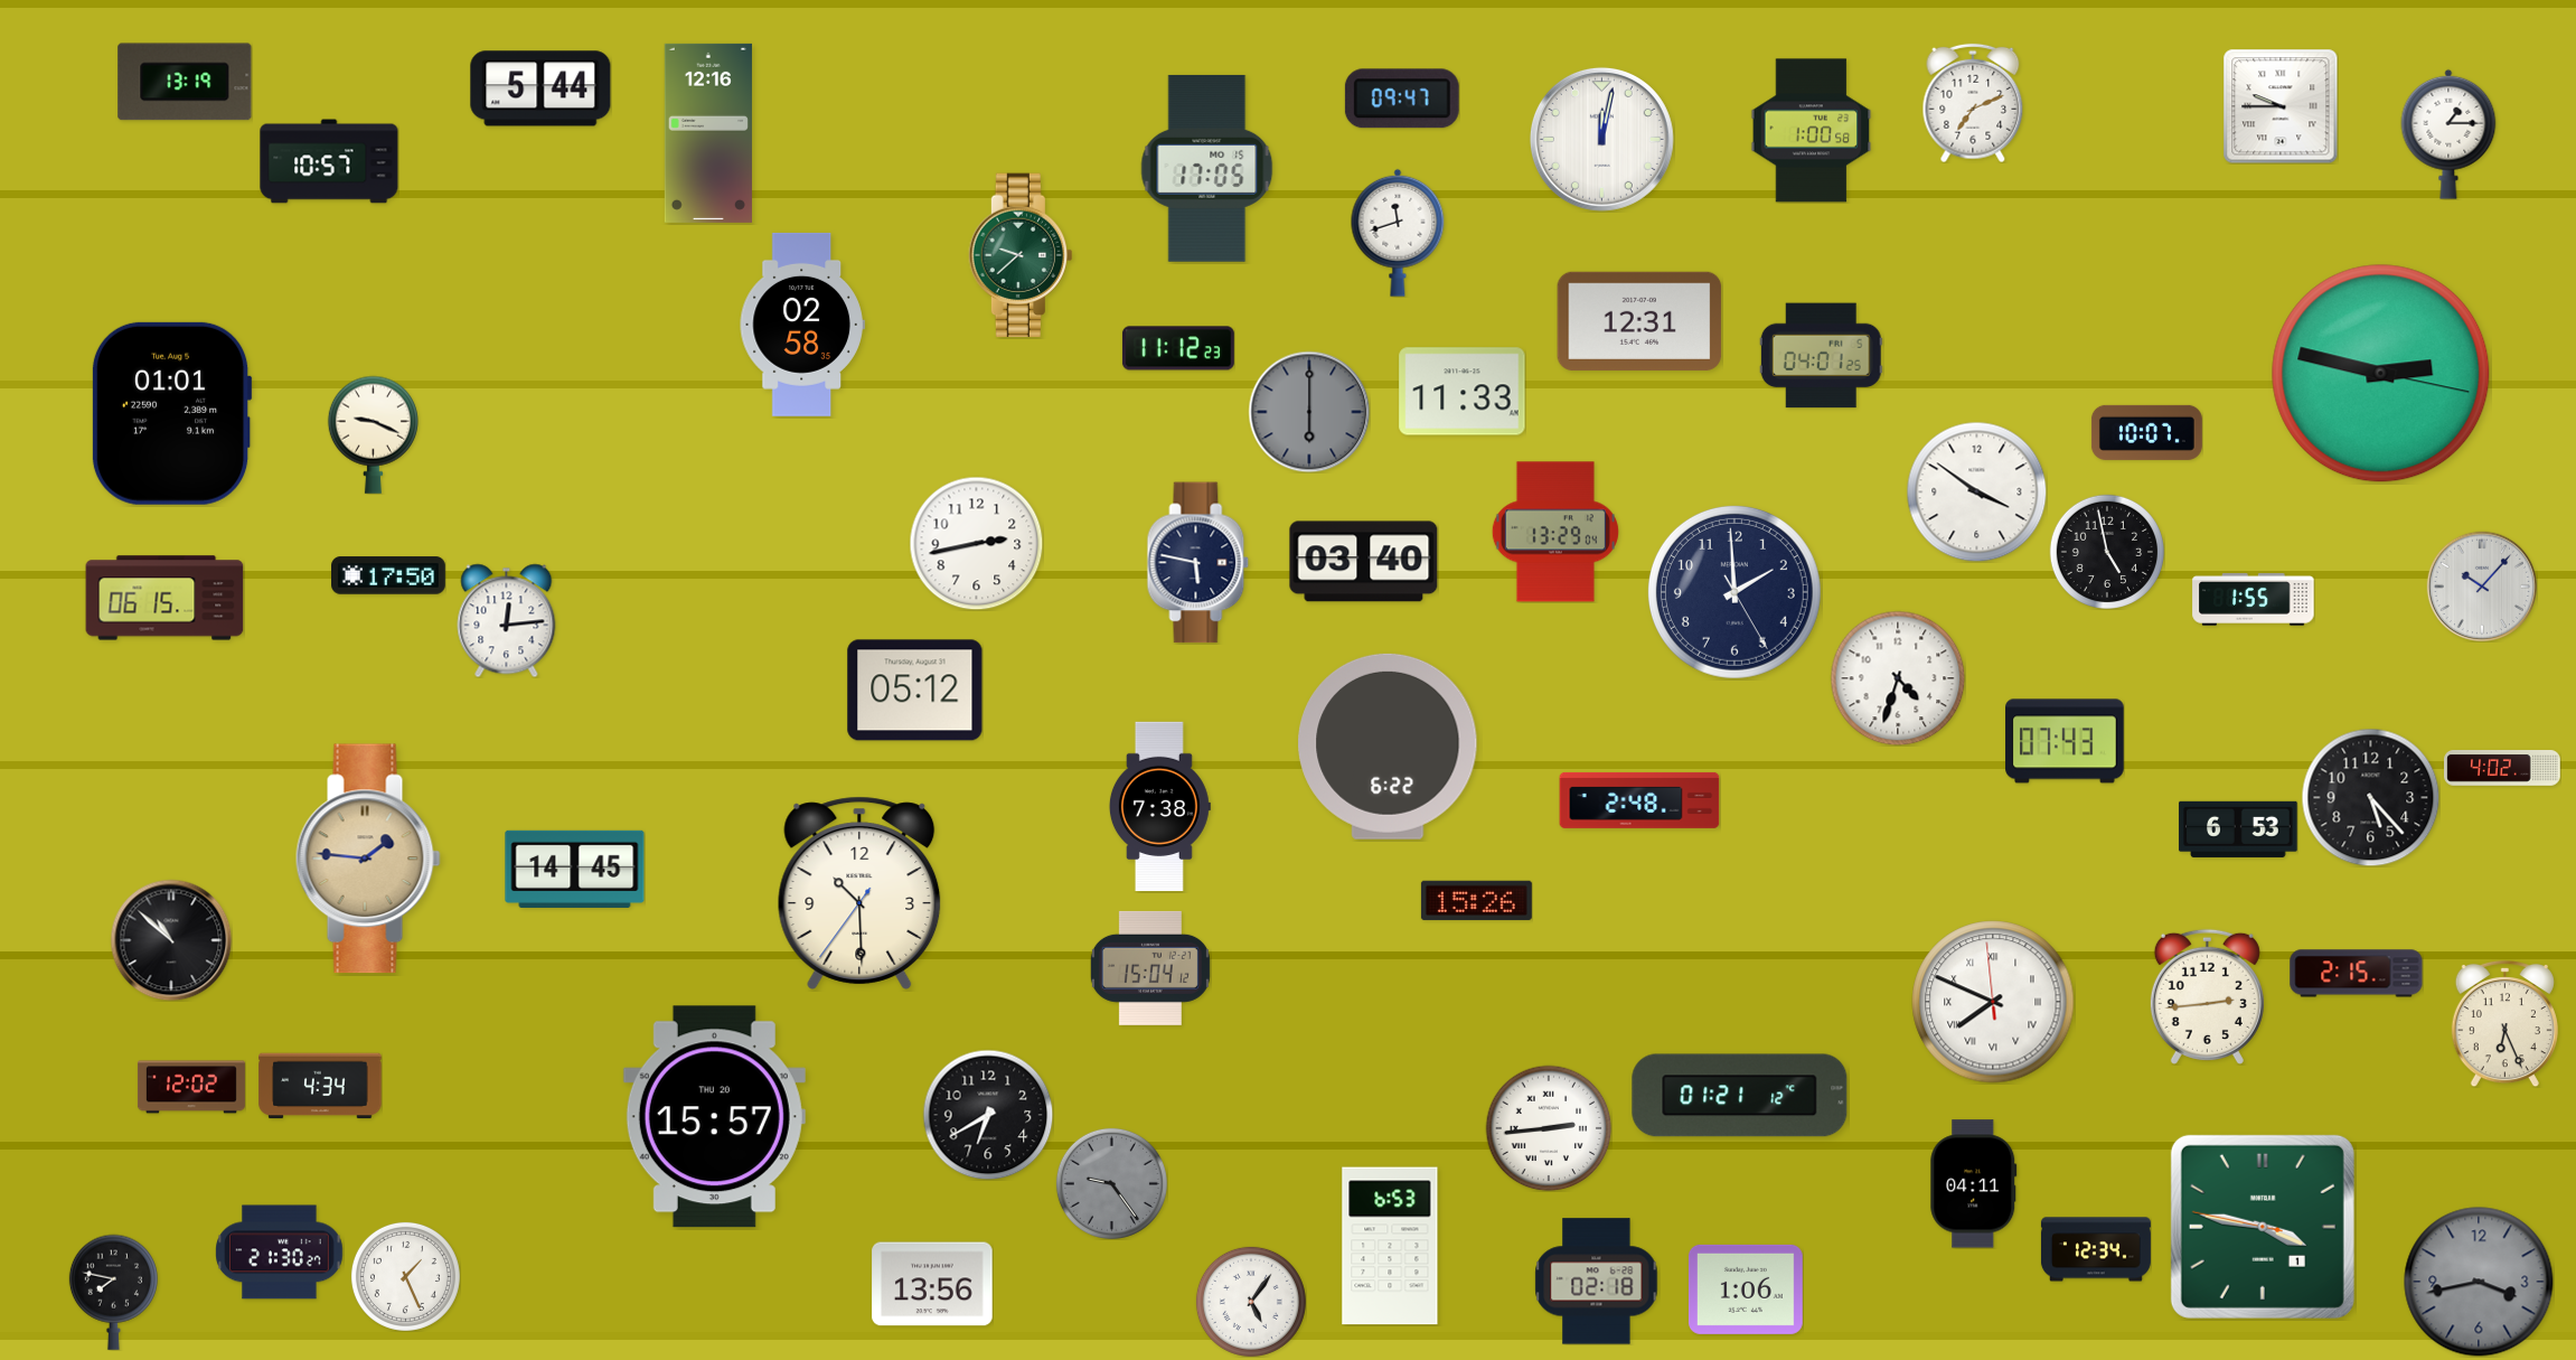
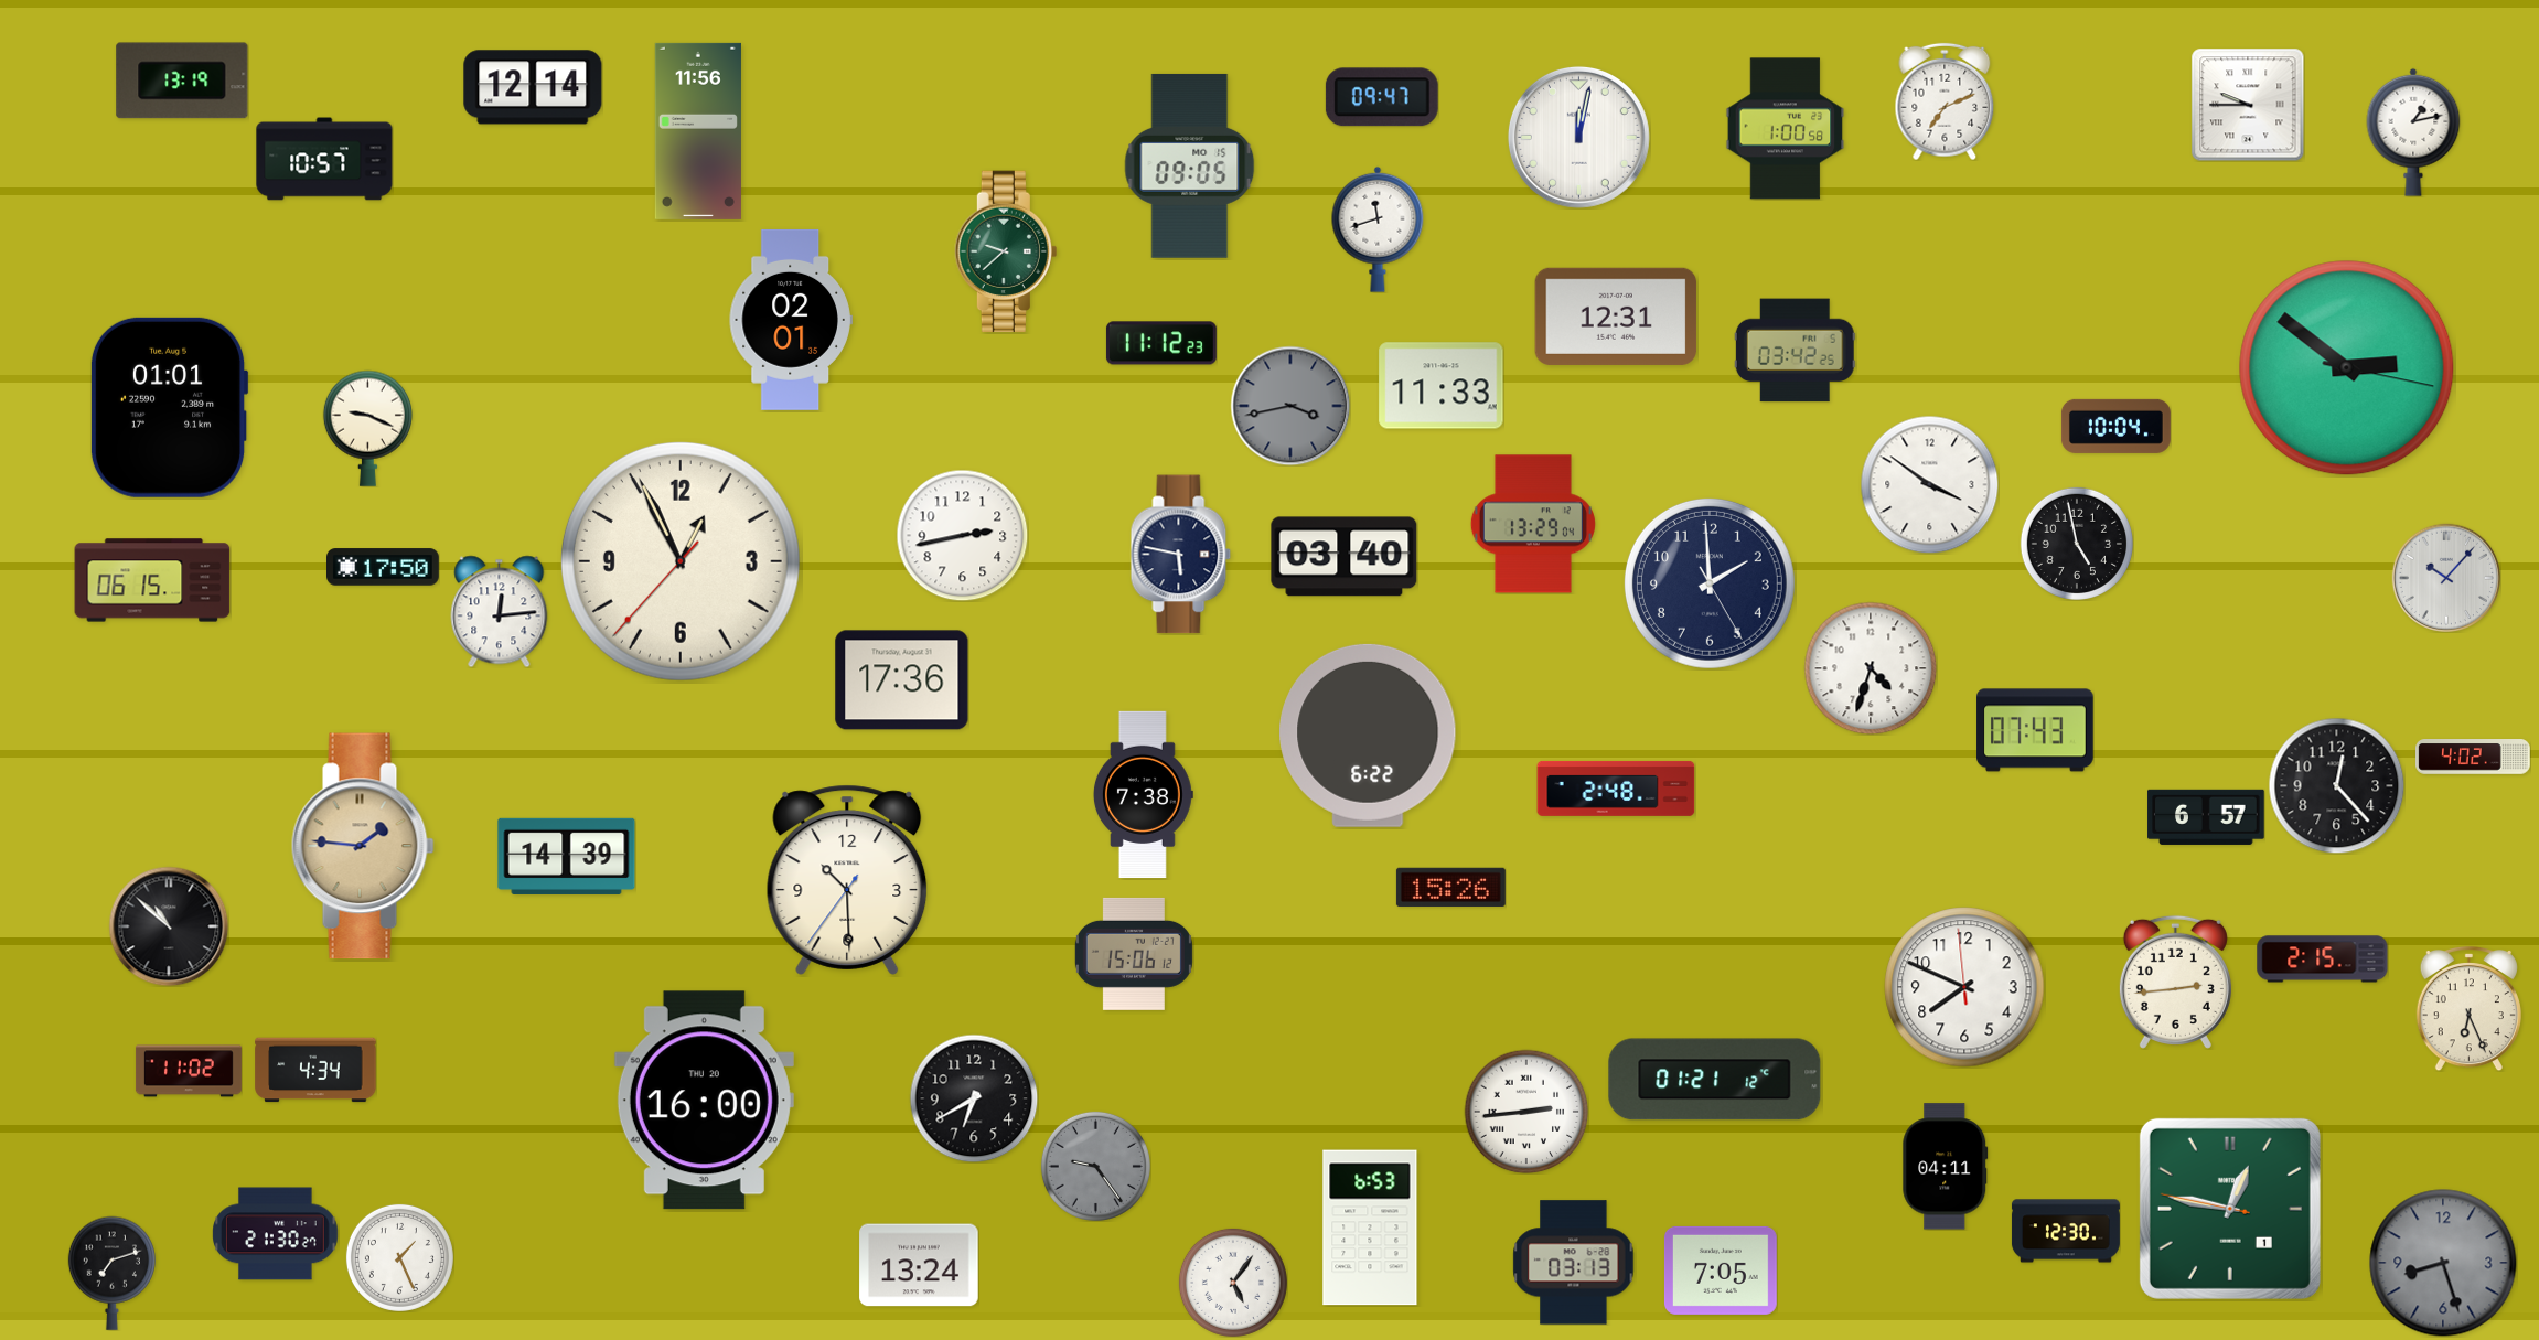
clock at (540, 88): 5:44 -> 12:14
clock at (708, 133): 12:16 -> 11:56
clock at (2448, 134): 1:15 -> 1:13
clock at (1207, 168): 17:05 -> 09:05
clock at (802, 325): 02:58 -> 02:01
clock at (1821, 356): 04:01 -> 03:42
clock at (2381, 374): 2:47 -> 2:51
clock at (1309, 412): 6:00 -> 3:43
clock at (2146, 432): 10:07 -> 10:04
clock at (1976, 491) position: (1976, 491) -> (1929, 484)
clock at (1364, 562) position: (1364, 562) -> (1345, 557)
clock at (681, 561): none -> 12:55
clock at (164, 598) position: (164, 598) -> (152, 580)
clock at (2254, 600): 1:55 -> none
clock at (915, 691): 05:12 -> 17:36
clock at (2502, 768) position: (2502, 768) -> (2473, 757)
clock at (2370, 797): 5:23 -> 12:23
clock at (2238, 829): 6:53 -> 6:57
clock at (575, 869): 14:45 -> 14:39
clock at (1476, 900) position: (1476, 900) -> (1450, 887)
clock at (1150, 968): 15:04 -> 15:06
clock at (1993, 1002) numerals: Roman -> Arabic
clock at (191, 1087): 12:02 -> 11:02
clock at (714, 1117): 15:57 -> 16:00
clock at (2263, 1227): 3:46 -> 12:46
clock at (2096, 1249): 12:34 -> 12:30
clock at (1597, 1282): 02:18 -> 03:13
clock at (2479, 1282): 3:43 -> 8:27
clock at (932, 1284): 13:56 -> 13:24
clock at (1746, 1289): 1:06 -> 7:05
clock at (113, 1292): 7:47 -> 7:12
